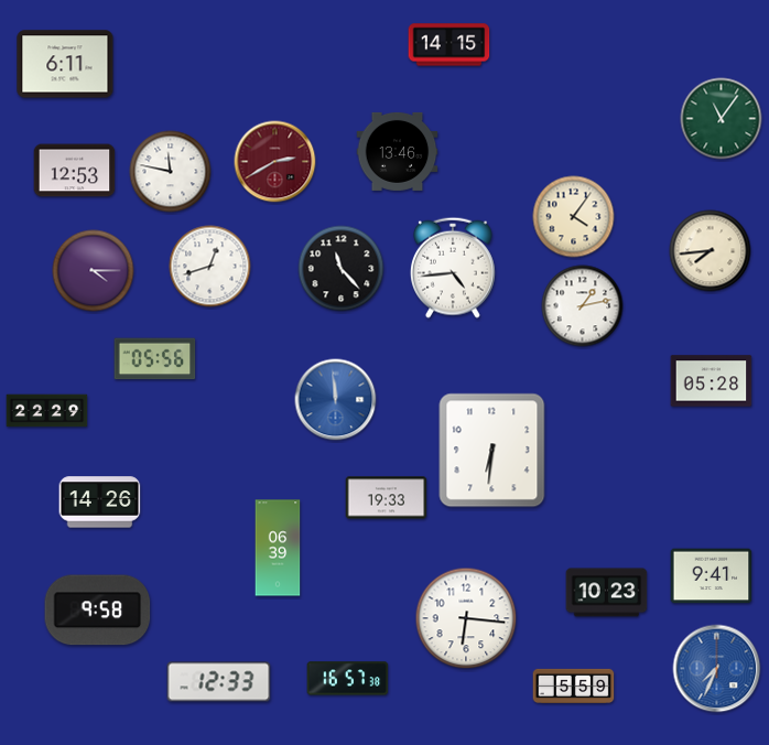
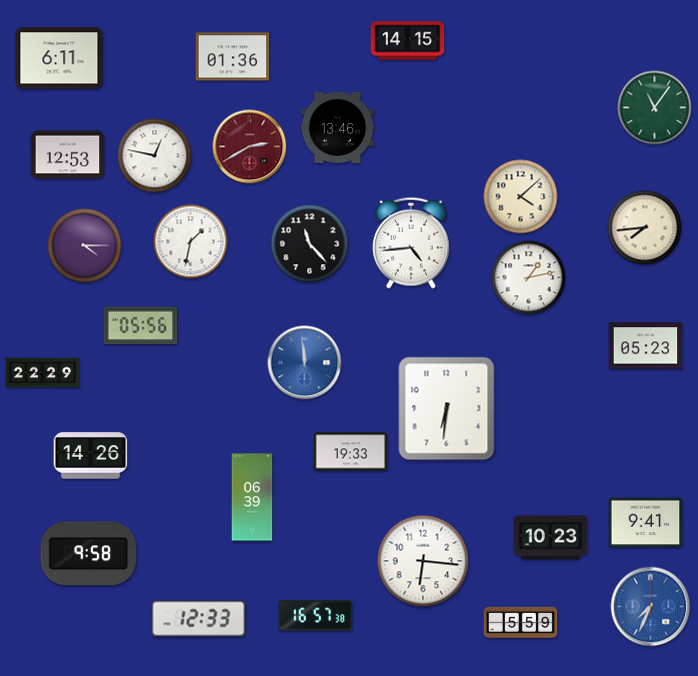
clock at (233, 57): none -> 01:36
clock at (398, 151) position: (398, 151) -> (338, 127)
clock at (171, 172): 11:47 -> 12:47
clock at (574, 217): 4:06 -> 4:08
clock at (210, 267): 12:42 -> 1:32
clock at (712, 381): 05:28 -> 05:23
